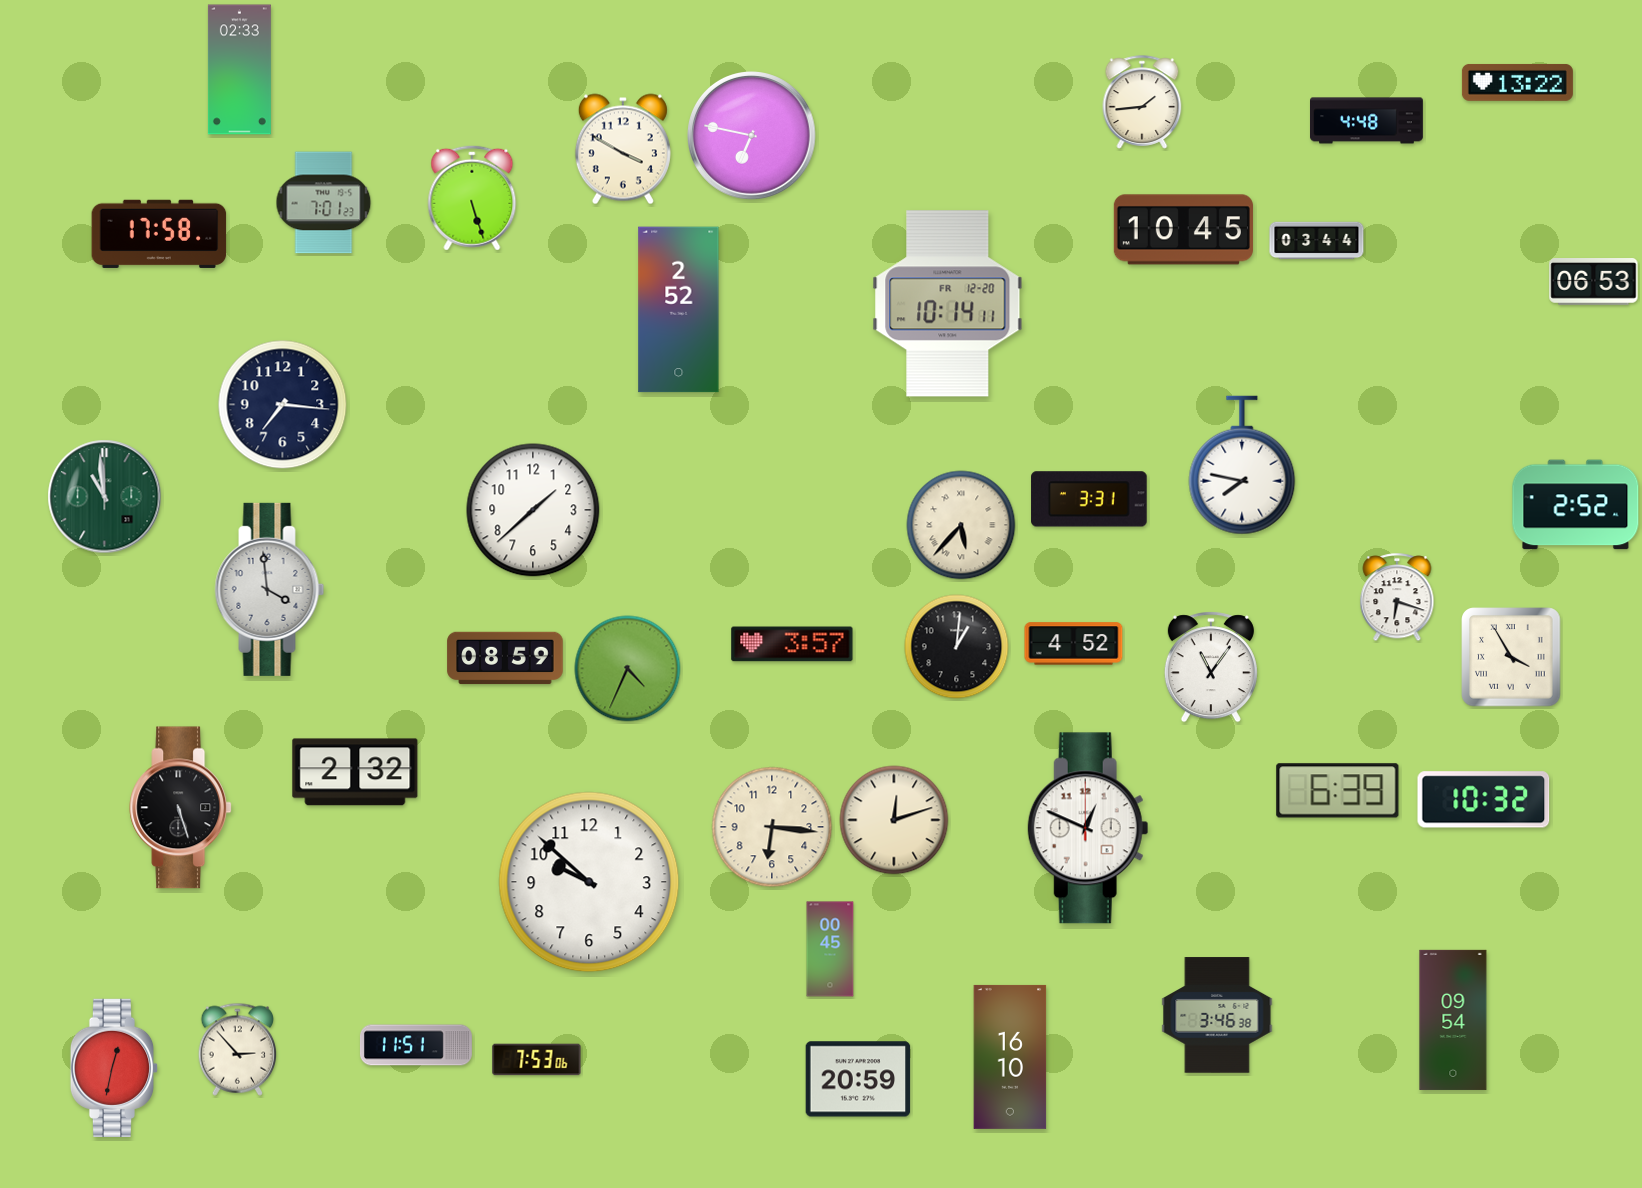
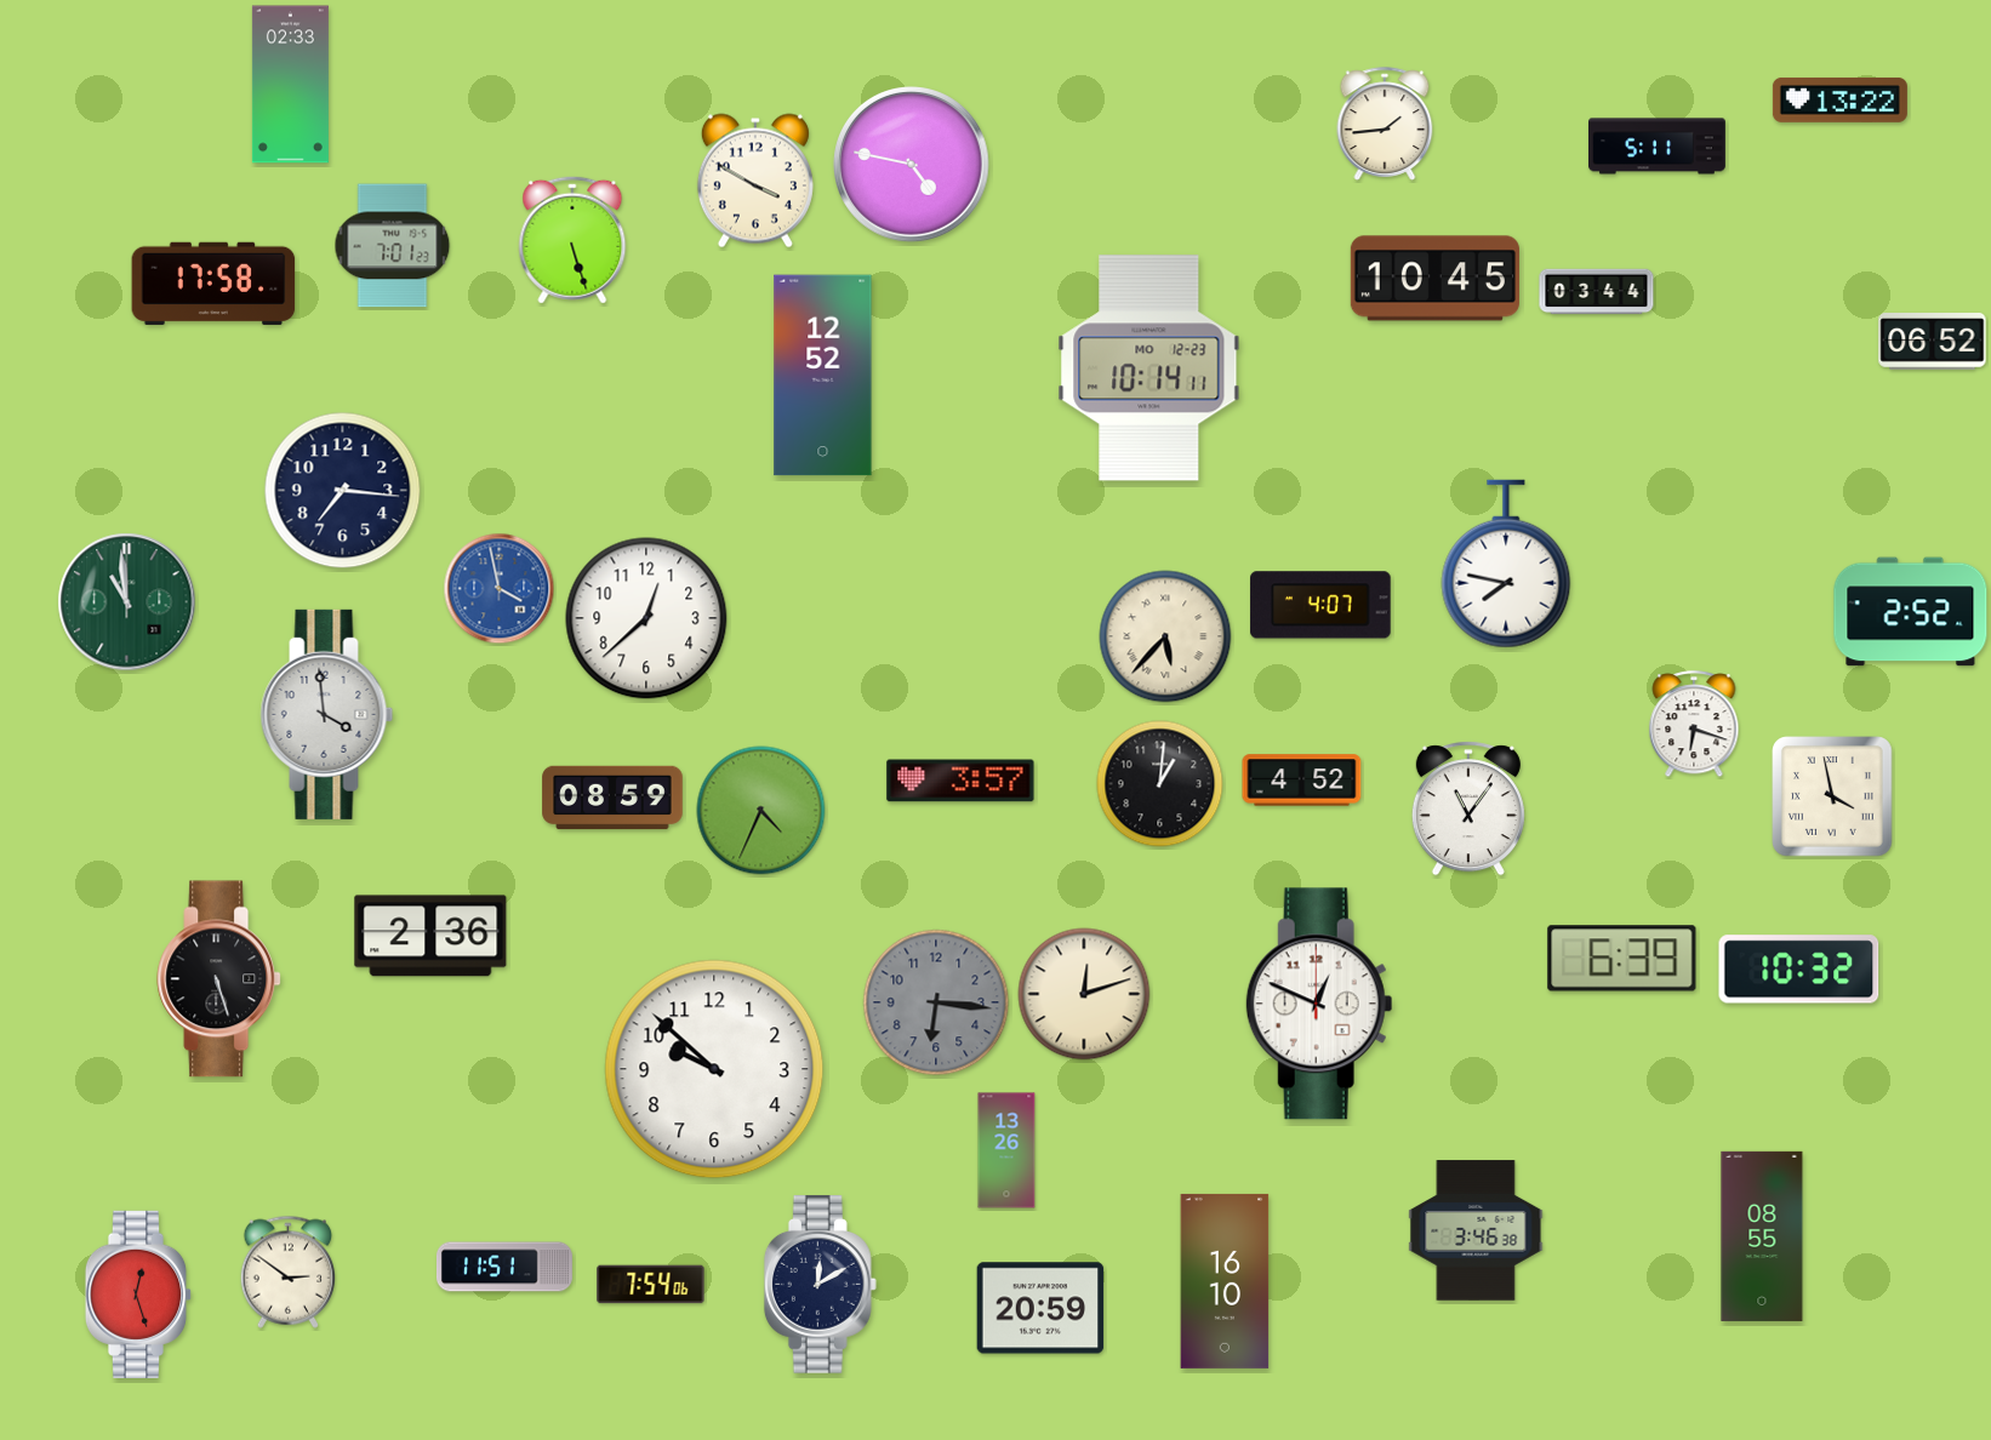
clock at (1367, 121): 4:48 -> 5:11
clock at (752, 136): 6:47 -> 4:47
clock at (159, 234) position: (159, 234) -> (213, 284)
clock at (1594, 282): 06:53 -> 06:52
clock at (948, 304) date: FR 12-20 -> MO 12-23
clock at (679, 310): 2:52 -> 12:52
clock at (500, 589): none -> 3:58
clock at (1089, 499): 3:31 -> 4:07
clock at (533, 510): 1:38 -> 12:38
clock at (1511, 657): 3:55 -> 3:58
clock at (355, 772): 2:32 -> 2:36
clock at (772, 827) dial: cream -> grey
clock at (830, 949): 00:45 -> 13:26
clock at (1453, 1020): 09:54 -> 08:55
clock at (237, 1049): 2:53 -> 2:51
clock at (537, 1060): 7:53 -> 7:54
clock at (820, 1285): none -> 12:10
clock at (114, 1068): 12:32 -> 12:27
